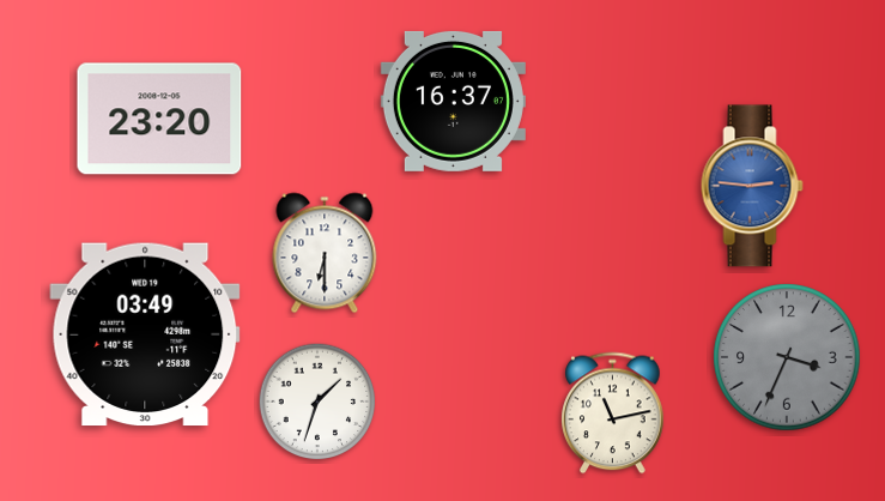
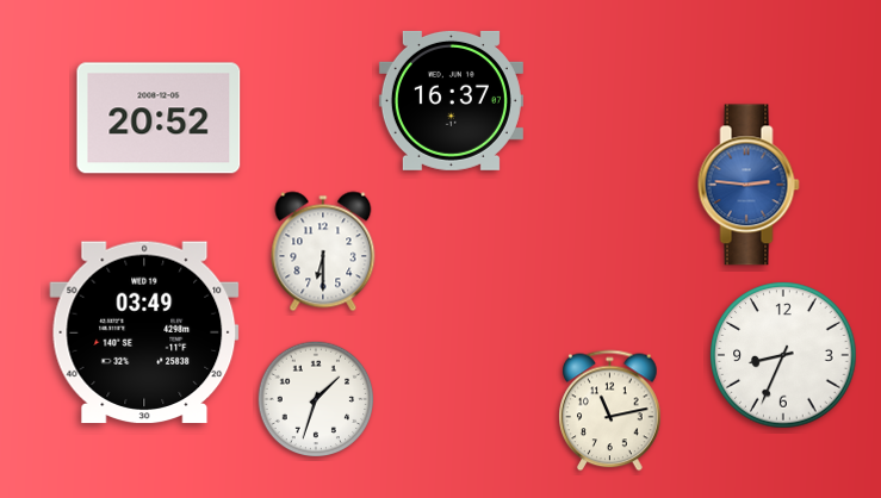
clock at (159, 119): 23:20 -> 20:52
clock at (787, 357): 3:34 -> 8:34
clock at (787, 357) dial: grey -> white
